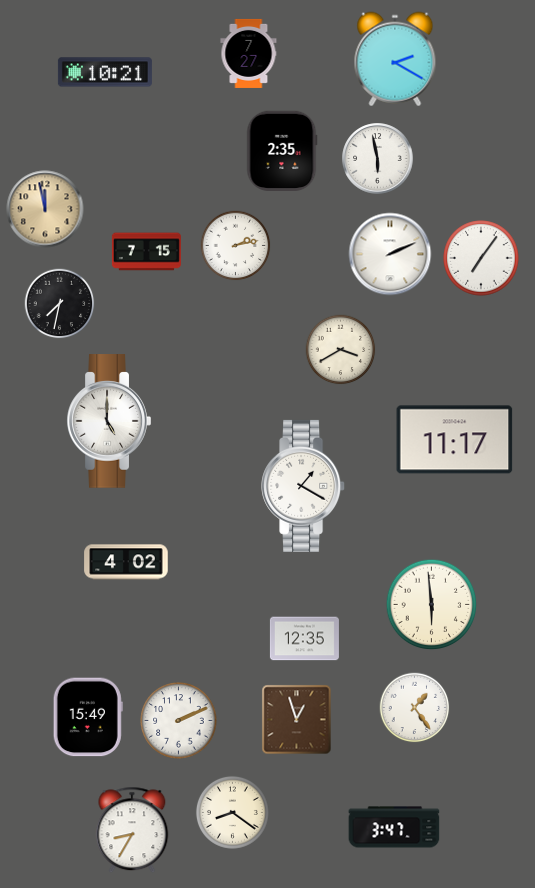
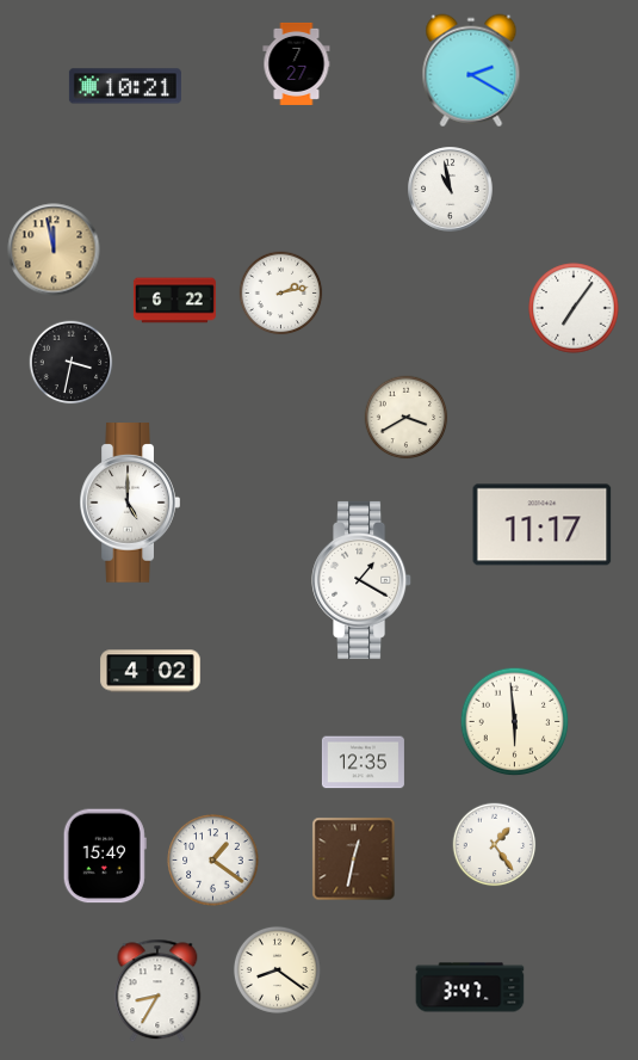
clock at (282, 150): 2:35 -> none
clock at (378, 159): 5:58 -> 10:58
clock at (146, 252): 7:15 -> 6:22
clock at (390, 254): 2:11 -> none
clock at (60, 304): 7:32 -> 3:32
clock at (297, 720): 12:57 -> 12:32
clock at (179, 721): 2:11 -> 1:21
